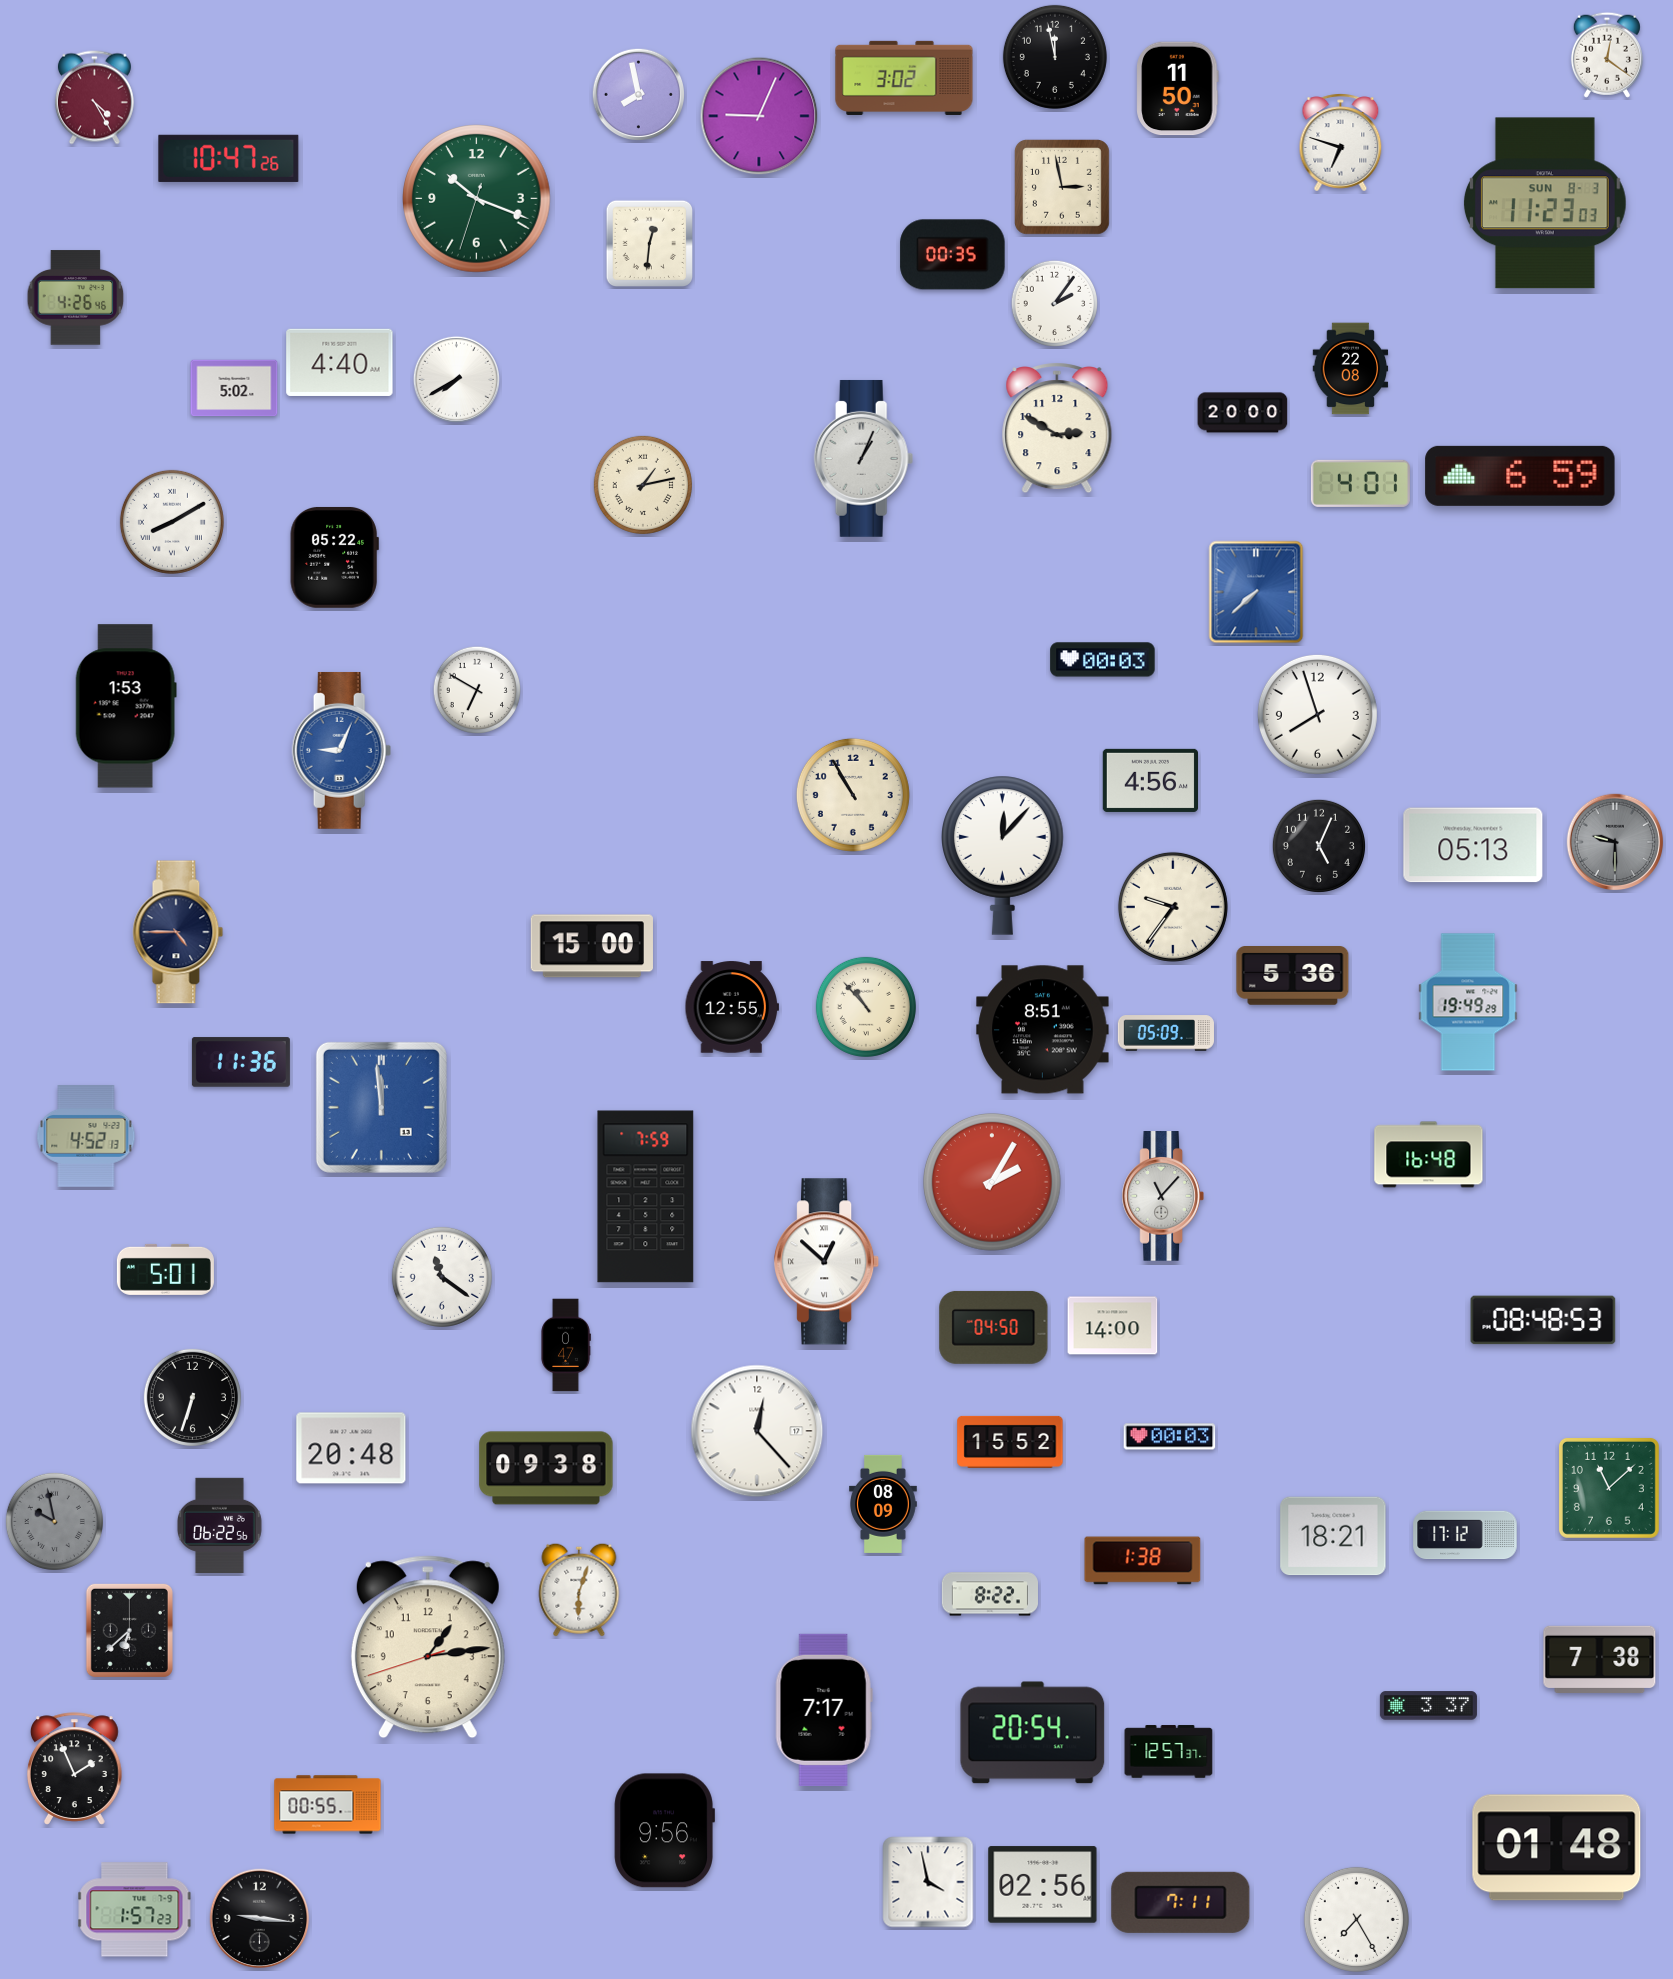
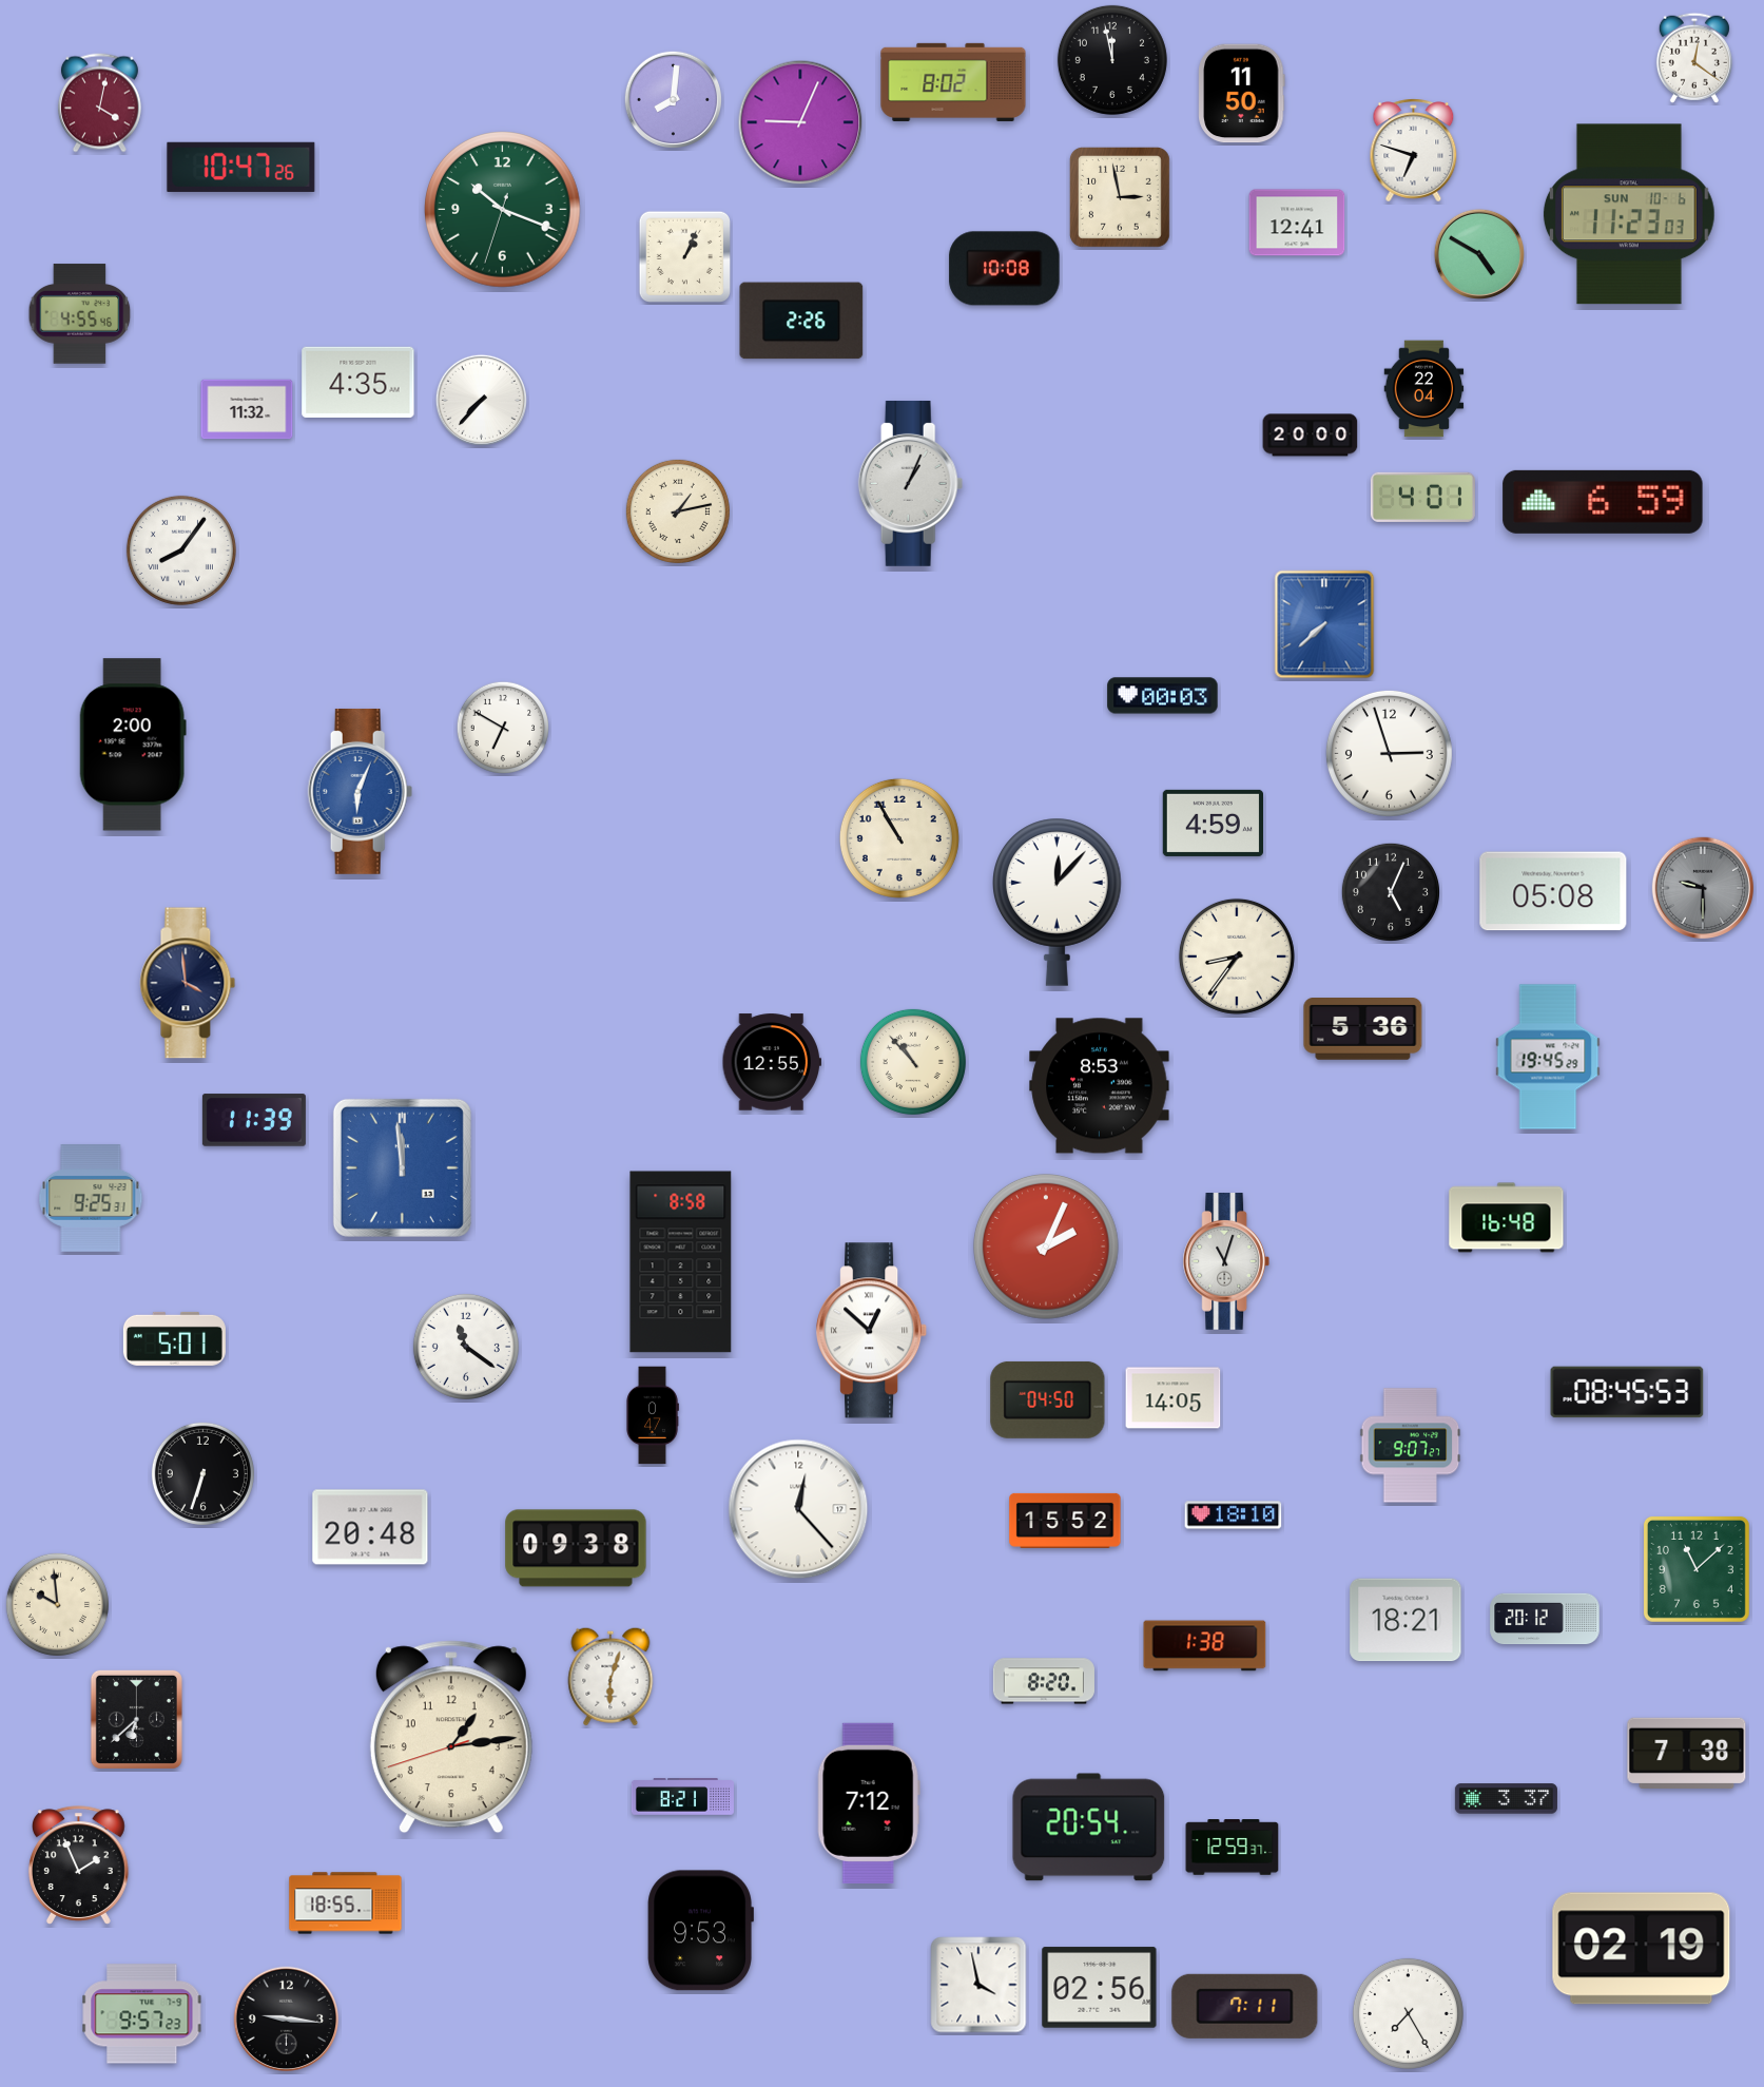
clock at (904, 77): 3:02 -> 8:02
clock at (638, 94): 7:58 -> 8:01
clock at (94, 98): 4:25 -> 4:02
clock at (1545, 203) date: SUN 8-3 -> SUN 10-6
clock at (1297, 223): none -> 12:41
clock at (1479, 254): none -> 4:50
clock at (649, 243): 12:31 -> 1:04
clock at (953, 255): 00:35 -> 10:08
clock at (76, 298): 4:26 -> 4:55
clock at (1054, 303): 2:06 -> none
clock at (801, 321): none -> 2:26
clock at (340, 362): 4:40 -> 4:35
clock at (1351, 369): 22:08 -> 22:04
clock at (456, 379): 7:40 -> 7:37
clock at (234, 388): 5:02 -> 11:32
clock at (1057, 428): 2:50 -> none
clock at (1360, 483) position: (1360, 483) -> (1422, 497)
clock at (172, 522): 8:10 -> 8:06
clock at (334, 557): 05:22 -> none
clock at (126, 706): 1:53 -> 2:00
clock at (1317, 714): 7:57 -> 2:57
clock at (342, 750): 9:04 -> 6:04
clock at (1150, 780): 4:56 -> 4:59
clock at (1473, 845): 05:13 -> 05:08
clock at (1173, 907): 9:36 -> 8:36
clock at (178, 932): 4:45 -> 3:59
clock at (592, 946): 15:00 -> none
clock at (1468, 1002): 19:49 -> 19:45
clock at (1043, 1030): 8:51 -> 8:53
clock at (1166, 1033): 05:09 -> none
clock at (241, 1062): 11:36 -> 11:39
clock at (86, 1136): 4:52 -> 9:25
clock at (993, 1183): 2:05 -> 2:04
clock at (646, 1197): 7:59 -> 8:58
clock at (1162, 1197): 11:07 -> 11:03
clock at (1543, 1320): 08:48 -> 08:45
clock at (1113, 1326): 14:00 -> 14:05
clock at (566, 1345) position: (566, 1345) -> (653, 1415)
clock at (1411, 1446): none -> 9:07
clock at (1170, 1437): 00:03 -> 18:10
clock at (884, 1504): 08:09 -> none
clock at (54, 1521): 9:58 -> 9:59
clock at (54, 1521) dial: grey -> cream
clock at (219, 1525): 06:22 -> none
clock at (1465, 1535): 17:12 -> 20:12
clock at (990, 1594): 8:22 -> 8:20
clock at (1600, 1659) position: (1600, 1659) -> (1687, 1753)
clock at (682, 1797): none -> 8:21
clock at (824, 1710): 7:17 -> 7:12
clock at (1169, 1752): 12:57 -> 12:59
clock at (328, 1805): 00:55 -> 18:55
clock at (664, 1831): 9:56 -> 9:53
clock at (1557, 1848): 01:48 -> 02:19
clock at (135, 1910): 1:57 -> 9:57
clock at (260, 1919) position: (260, 1919) -> (287, 2020)
clock at (1356, 1919) position: (1356, 1919) -> (1408, 2013)
